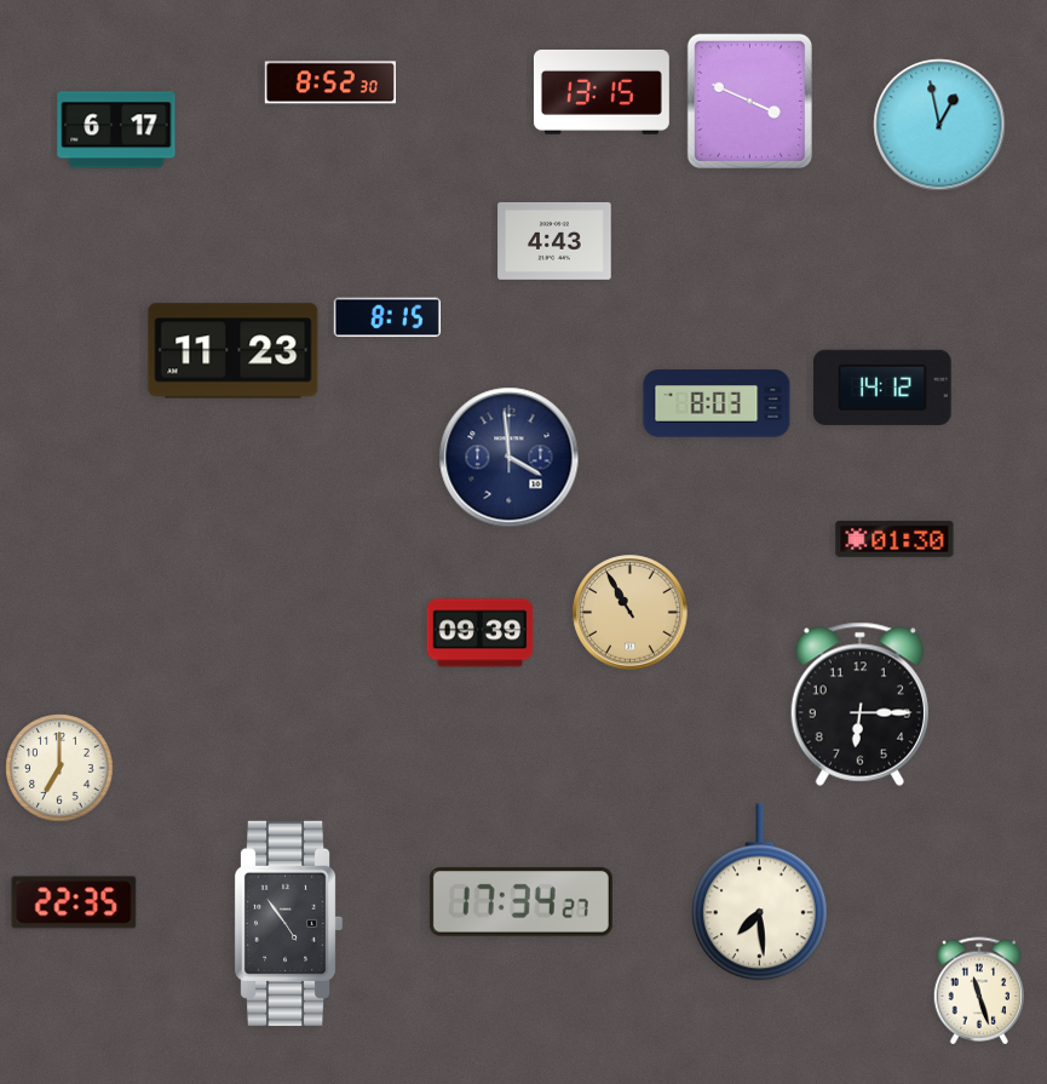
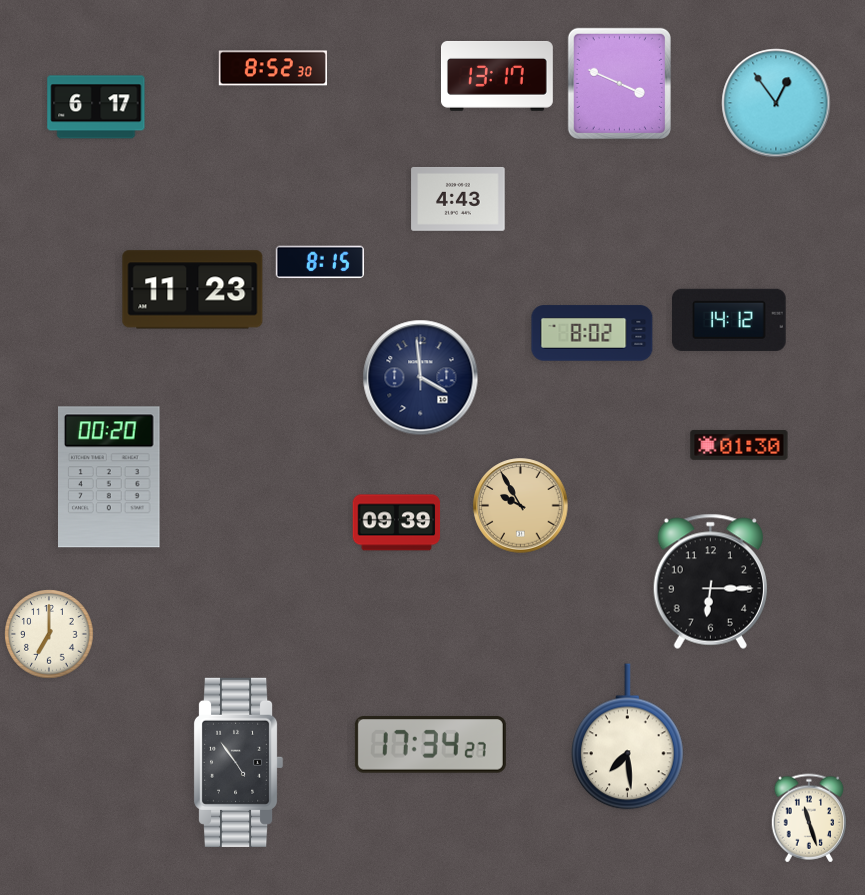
clock at (602, 92): 13:15 -> 13:17
clock at (939, 125): 12:58 -> 12:54
clock at (717, 403): 8:03 -> 8:02
clock at (110, 477): none -> 00:20
clock at (631, 613): 10:55 -> 9:55
clock at (74, 902): 22:35 -> none
